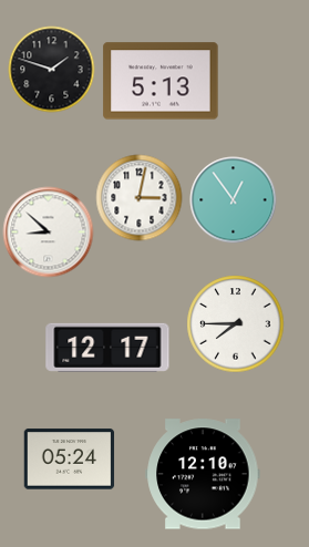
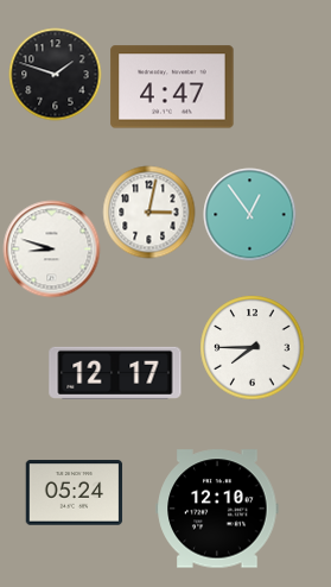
clock at (161, 81): 5:13 -> 4:47
clock at (48, 231): 8:52 -> 8:48
